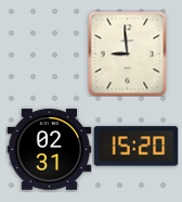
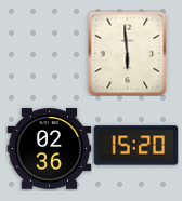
clock at (128, 53): 8:59 -> 5:59
clock at (49, 150): 02:31 -> 02:36
